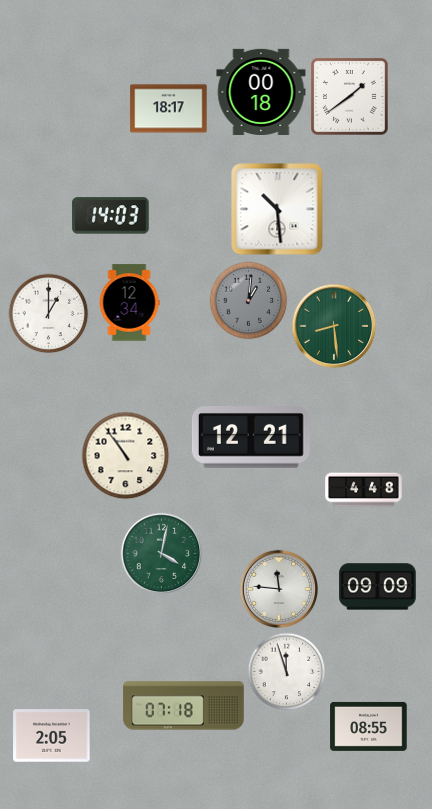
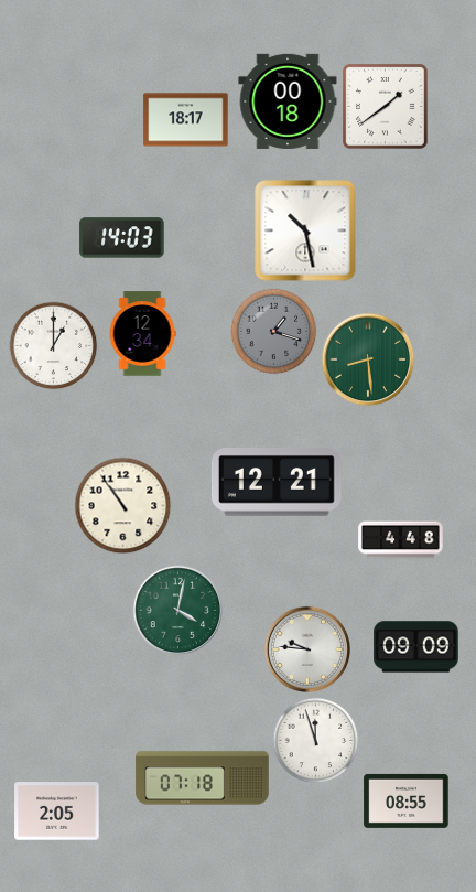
clock at (277, 209): 10:29 -> 10:28
clock at (248, 300): 1:01 -> 1:18
clock at (125, 455) position: (125, 455) -> (122, 505)
clock at (278, 588): 11:46 -> 9:46
